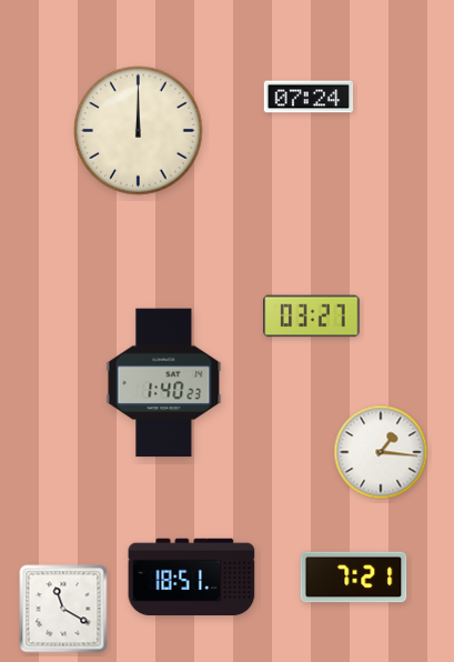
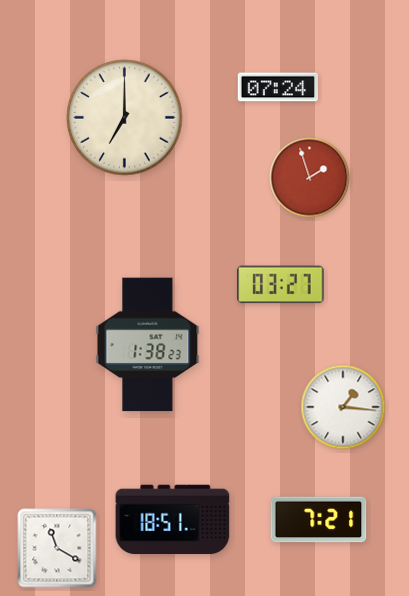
clock at (139, 131): 12:00 -> 7:00
clock at (310, 178): none -> 1:57
clock at (164, 383): 1:40 -> 1:38
